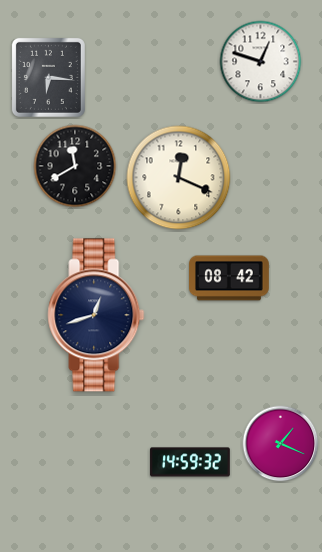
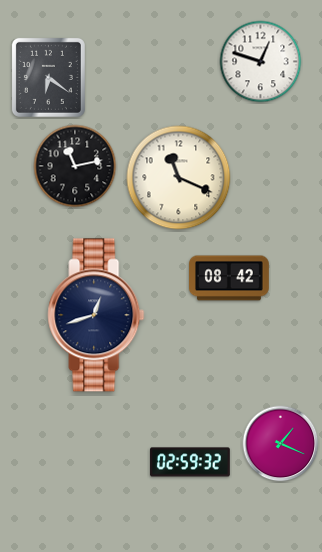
clock at (48, 77): 6:16 -> 6:21
clock at (75, 166): 11:40 -> 11:13
clock at (179, 178): 12:19 -> 11:19
clock at (190, 462): 14:59 -> 02:59
